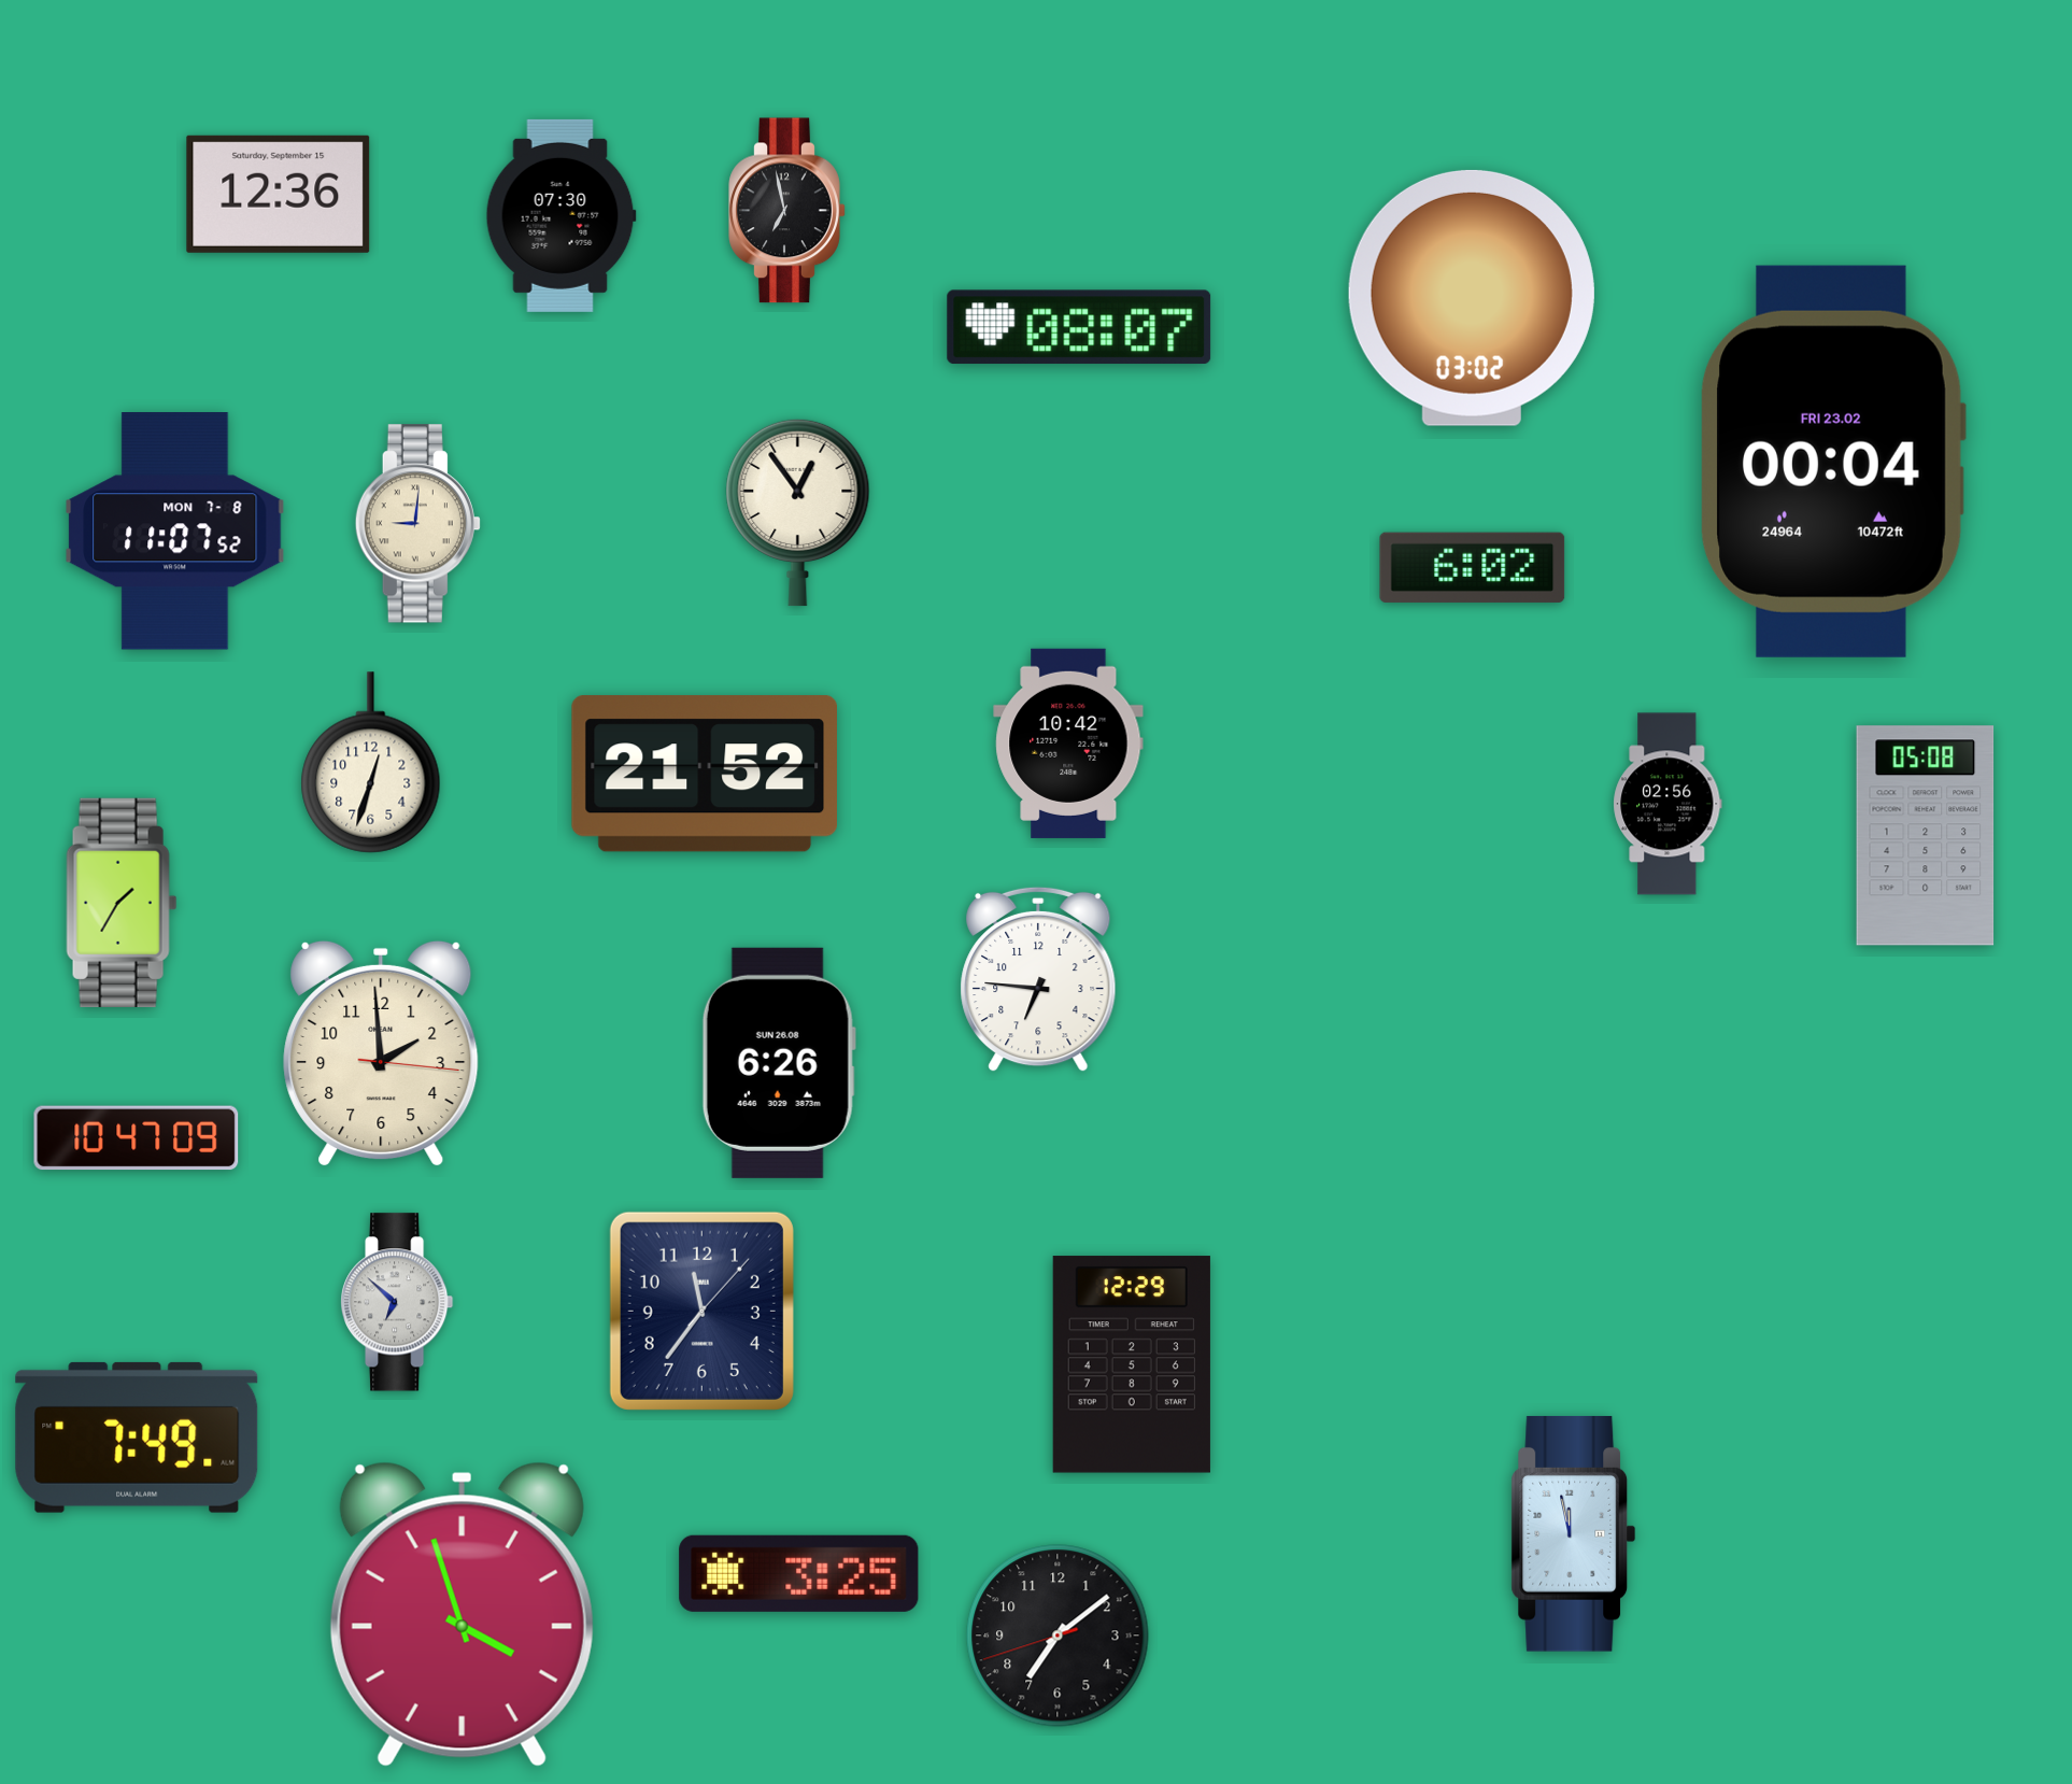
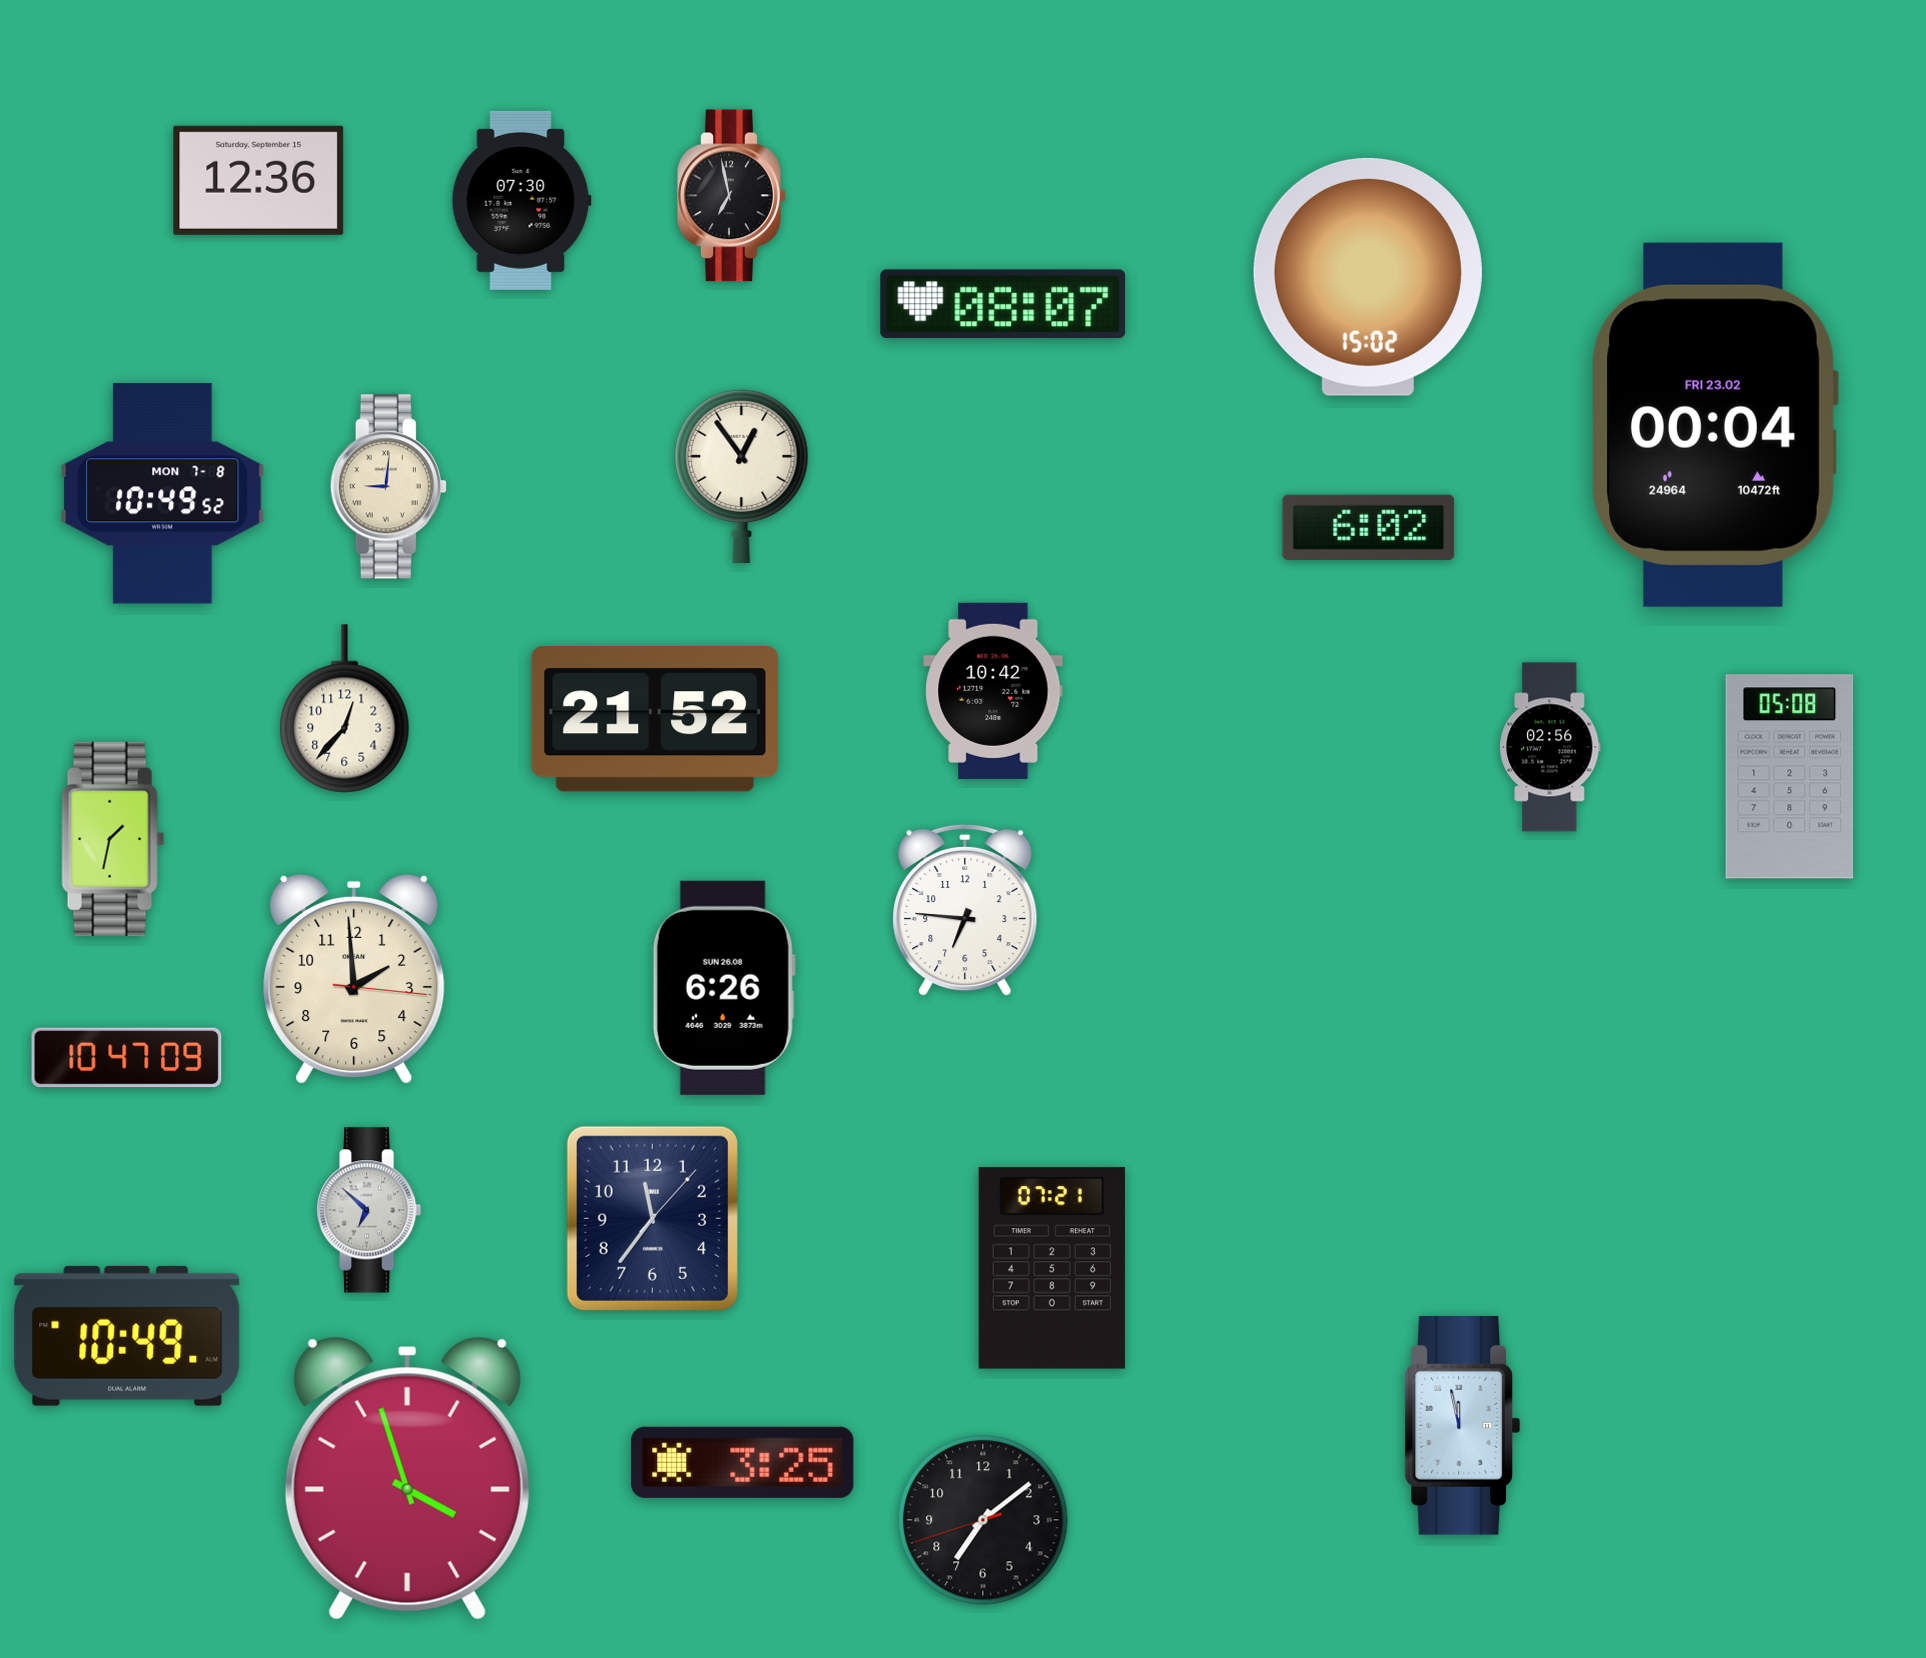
clock at (1472, 298): 03:02 -> 15:02
clock at (1833, 462) position: (1833, 462) -> (1715, 425)
clock at (175, 532): 11:07 -> 10:49
clock at (371, 763): 12:33 -> 12:37
clock at (122, 903): 1:35 -> 1:32
clock at (1132, 1364): 12:29 -> 07:21
clock at (137, 1438): 7:49 -> 10:49
clock at (462, 1614) position: (462, 1614) -> (407, 1478)
